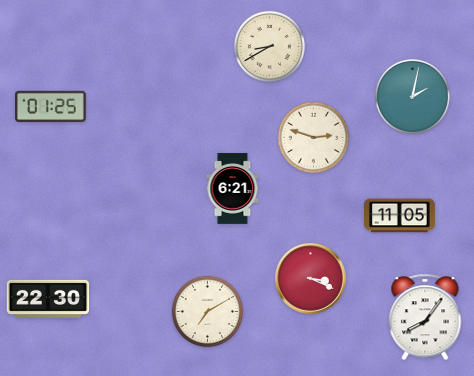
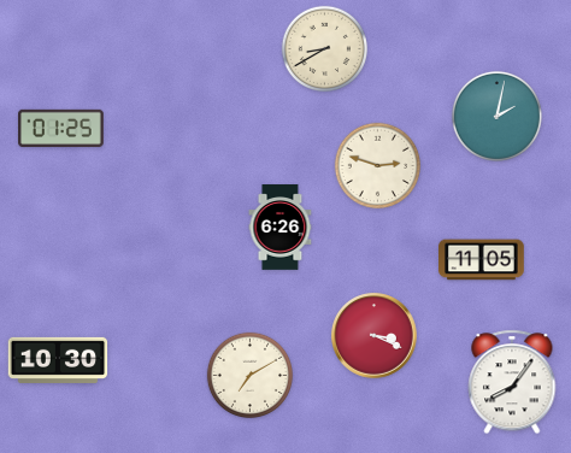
clock at (270, 47) position: (270, 47) -> (325, 49)
clock at (233, 189): 6:21 -> 6:26
clock at (48, 299): 22:30 -> 10:30
